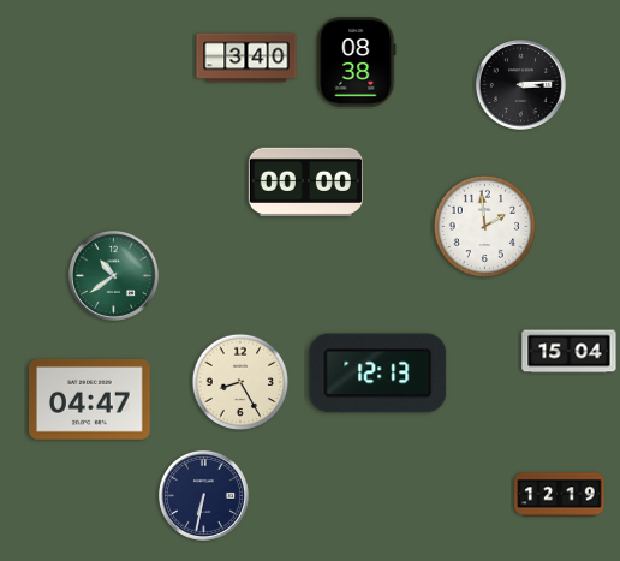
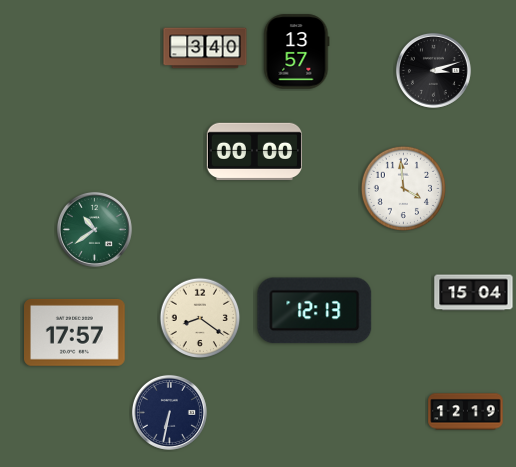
clock at (357, 62): 08:38 -> 13:57
clock at (520, 84): 3:14 -> 3:12
clock at (484, 226): 1:59 -> 3:59
clock at (240, 382): 8:25 -> 8:21
clock at (90, 399): 04:47 -> 17:57
